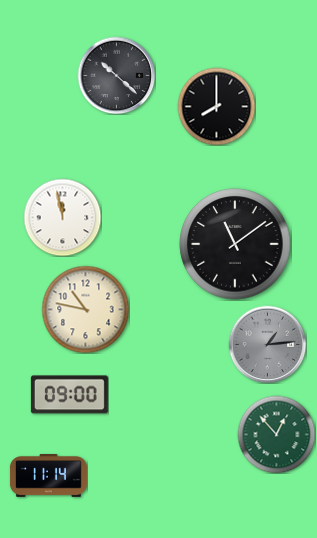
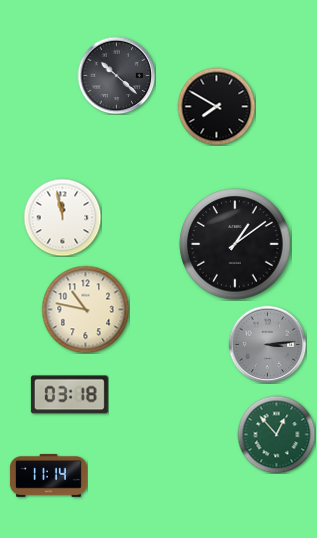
clock at (216, 106): 8:00 -> 7:50
clock at (235, 244): 11:09 -> 1:09
clock at (267, 344): 1:14 -> 3:14
clock at (69, 395): 09:00 -> 03:18
